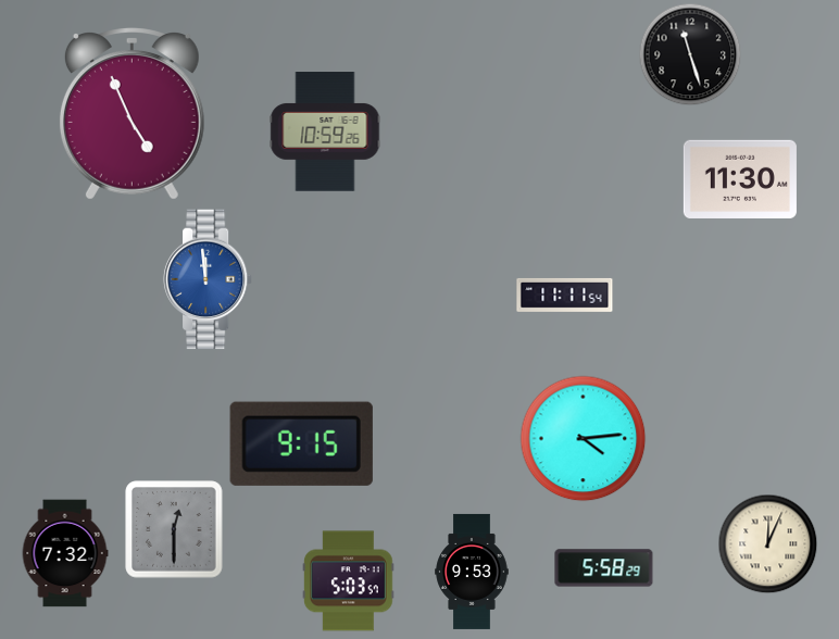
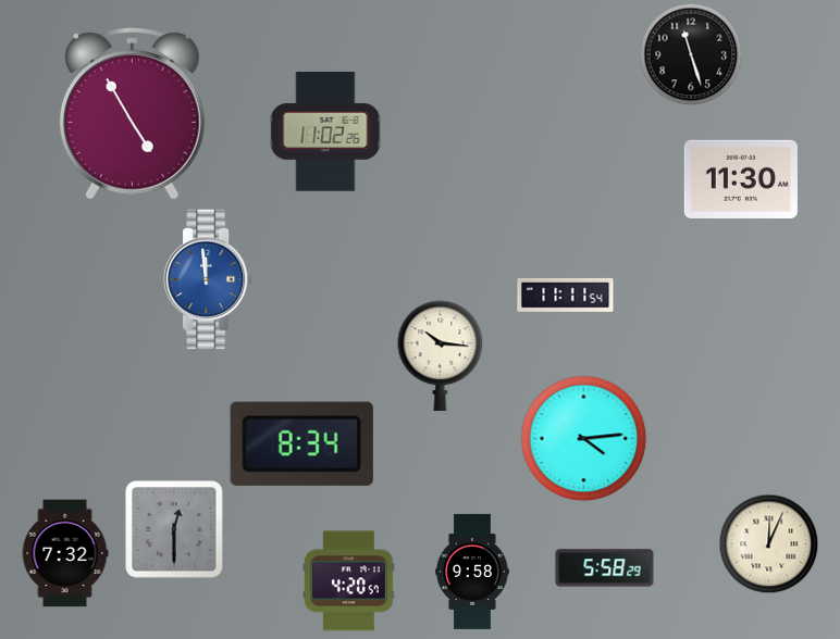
clock at (132, 114): 4:56 -> 4:55
clock at (325, 131): 10:59 -> 11:02
clock at (441, 356): none -> 10:16
clock at (301, 443): 9:15 -> 8:34
clock at (472, 572): 9:53 -> 9:58
clock at (349, 581): 5:03 -> 4:20
